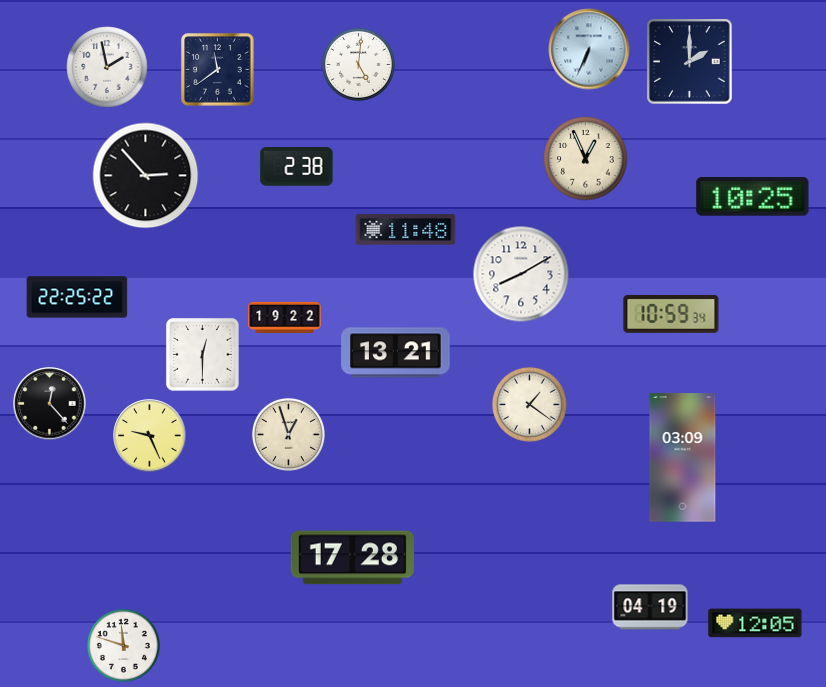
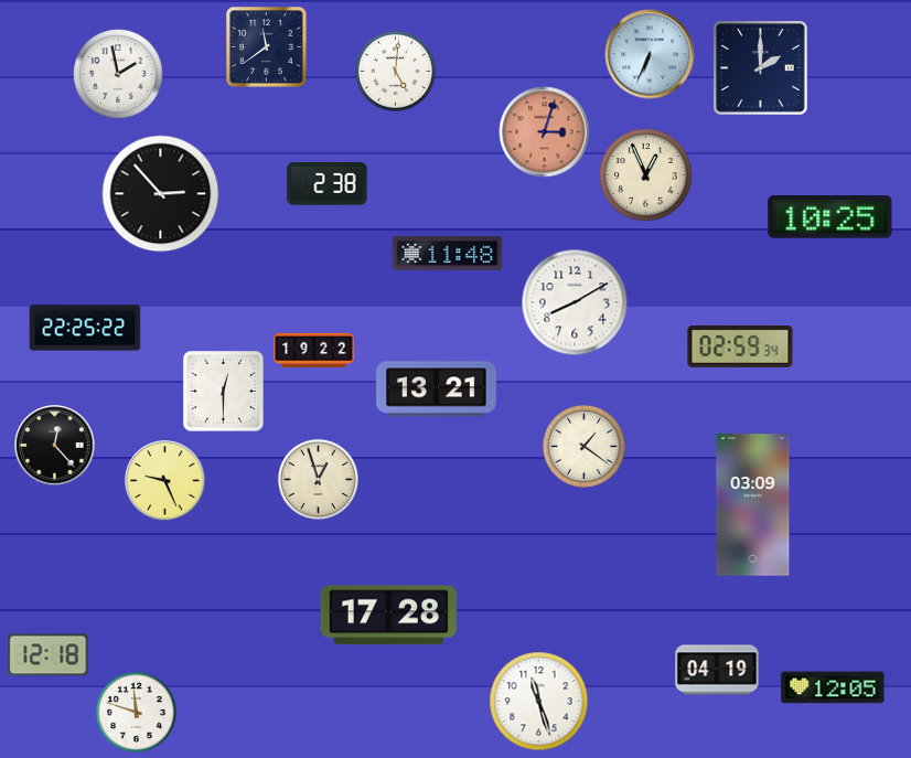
clock at (218, 70) position: (218, 70) -> (267, 47)
clock at (545, 132): none -> 3:03
clock at (671, 314): 10:59 -> 02:59
clock at (49, 655): none -> 12:18
clock at (539, 702): none -> 11:27
